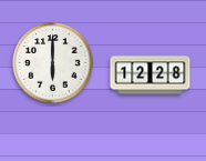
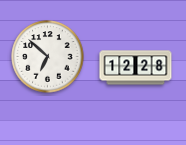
clock at (53, 63): 6:00 -> 6:52
